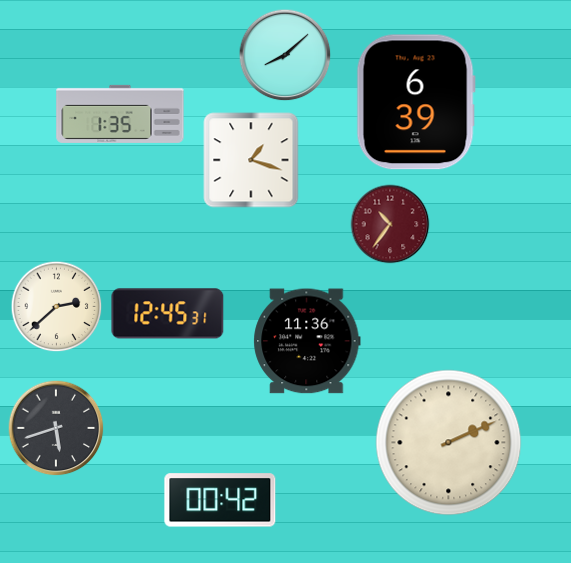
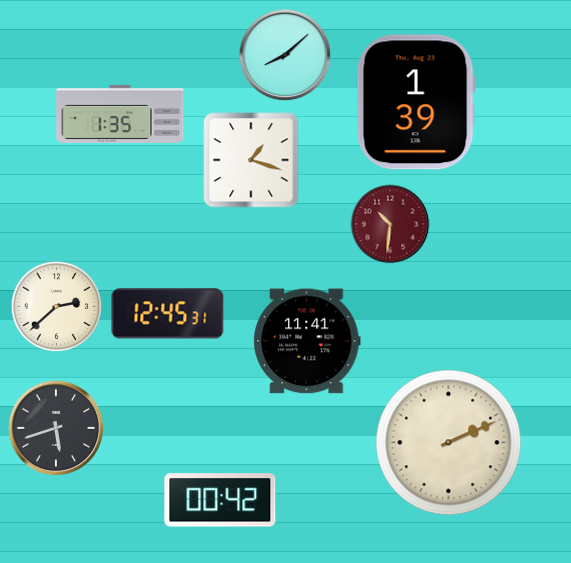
clock at (416, 102): 6:39 -> 1:39
clock at (390, 224): 10:36 -> 10:31
clock at (307, 341): 11:36 -> 11:41
